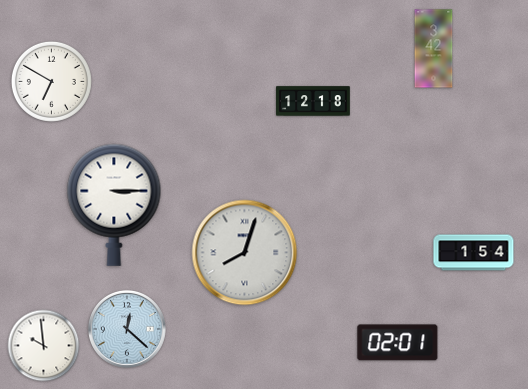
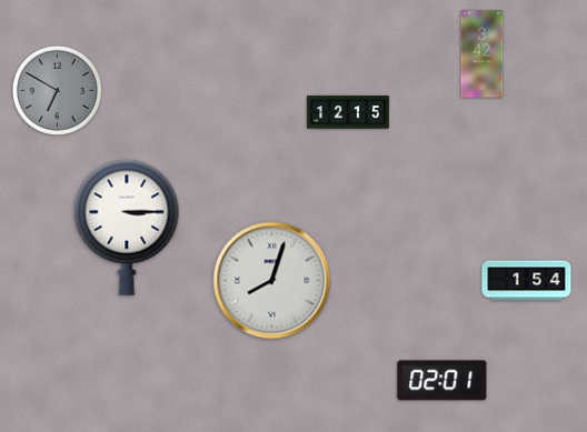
clock at (51, 81) dial: white -> grey
clock at (313, 101): 12:18 -> 12:15
clock at (127, 329): 12:22 -> none
clock at (44, 346): 9:59 -> none
